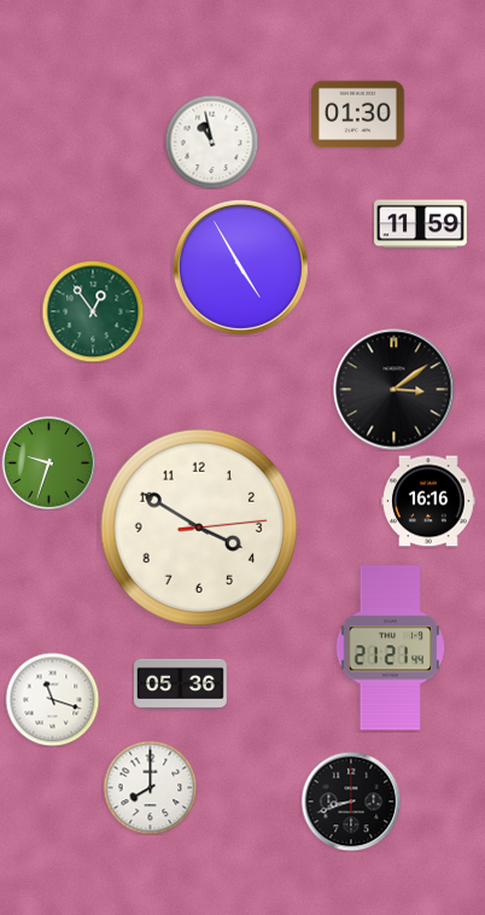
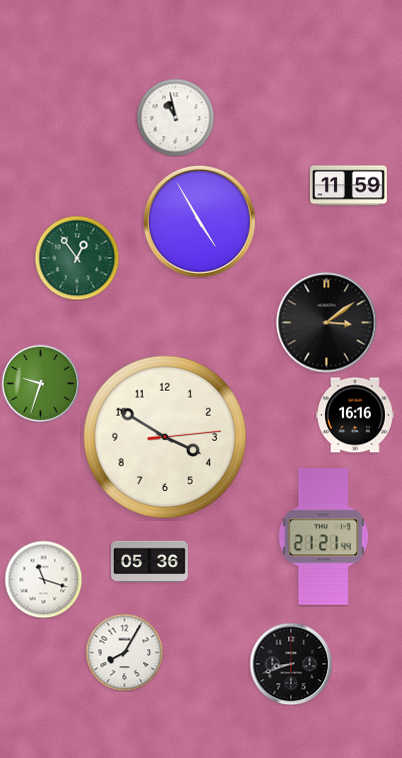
clock at (358, 115): 01:30 -> none
clock at (181, 683) position: (181, 683) -> (150, 561)
clock at (150, 787): 8:00 -> 8:05
